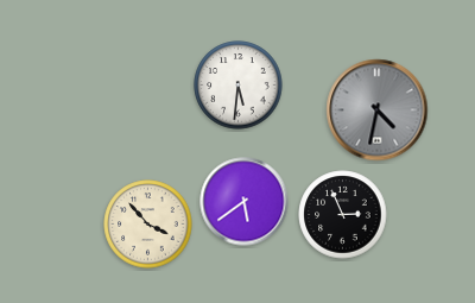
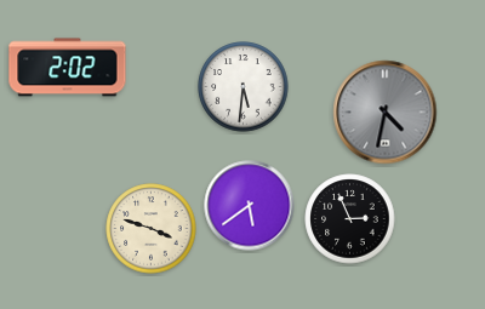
clock at (68, 68): none -> 2:02
clock at (148, 225): 3:53 -> 3:48
